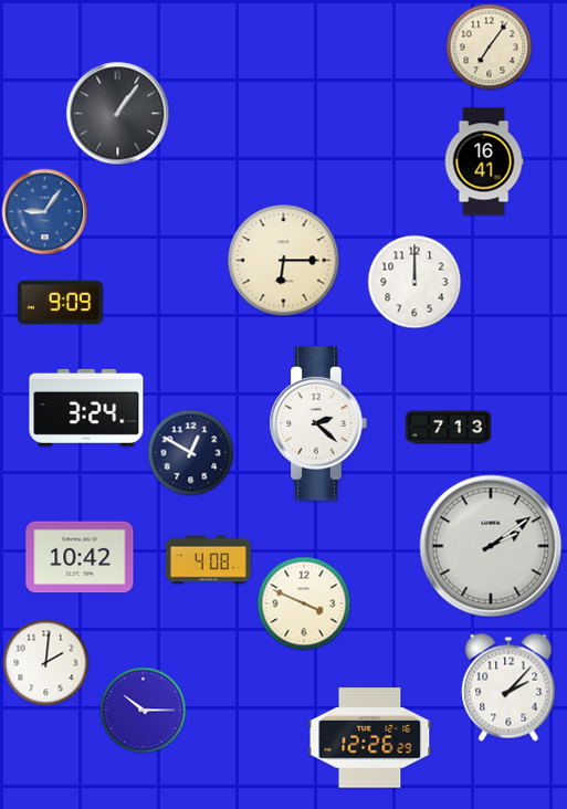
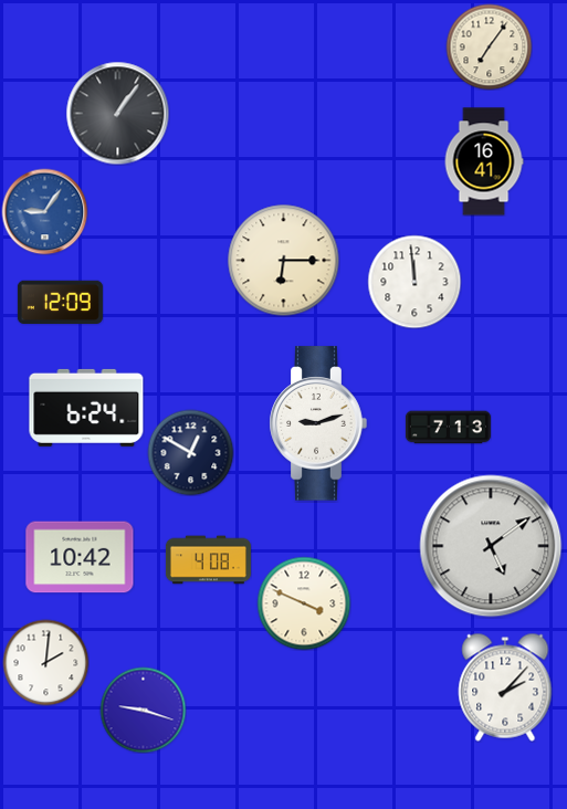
clock at (414, 282): 12:00 -> 11:59
clock at (60, 302): 9:09 -> 12:09
clock at (86, 408): 3:24 -> 6:24
clock at (318, 423): 2:22 -> 9:12
clock at (491, 546): 2:09 -> 5:09
clock at (508, 687) position: (508, 687) -> (505, 687)
clock at (143, 710): 10:15 -> 9:18
clock at (370, 738): 12:26 -> none
